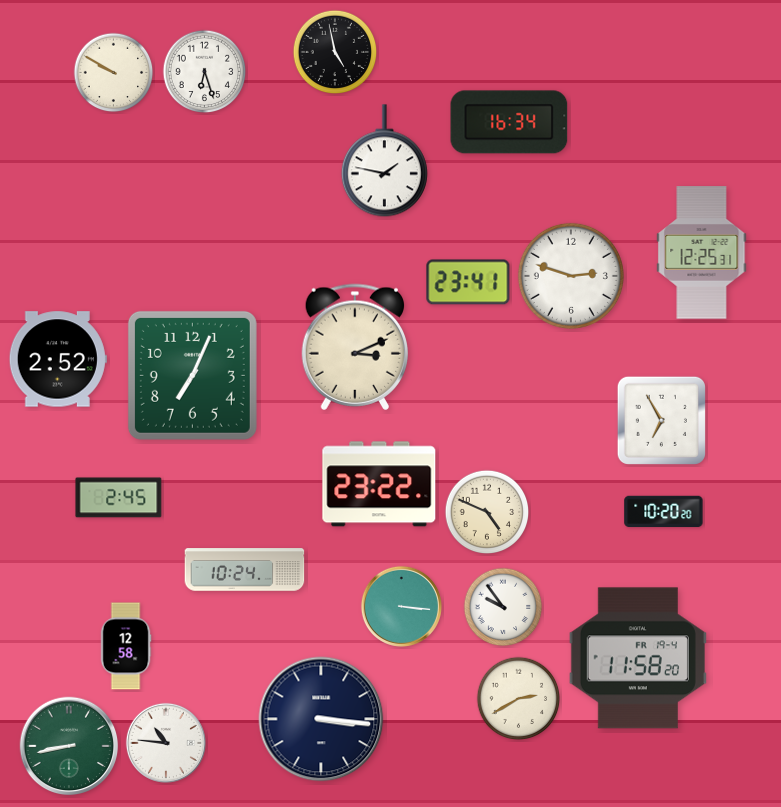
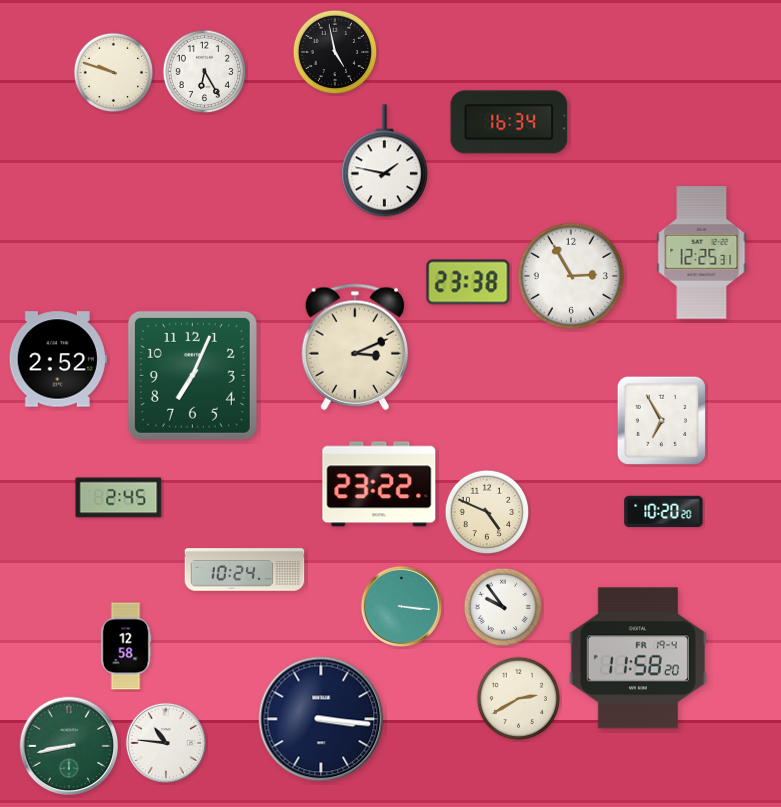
clock at (205, 72): 6:27 -> 6:25
clock at (114, 73): 9:50 -> 9:48
clock at (571, 276): 2:48 -> 2:55
clock at (468, 282): 23:41 -> 23:38
